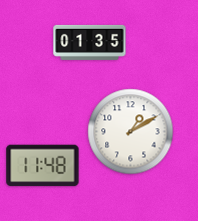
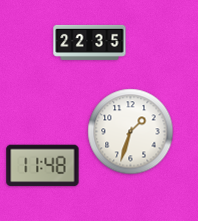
clock at (90, 42): 01:35 -> 22:35
clock at (131, 132): 1:10 -> 1:33
